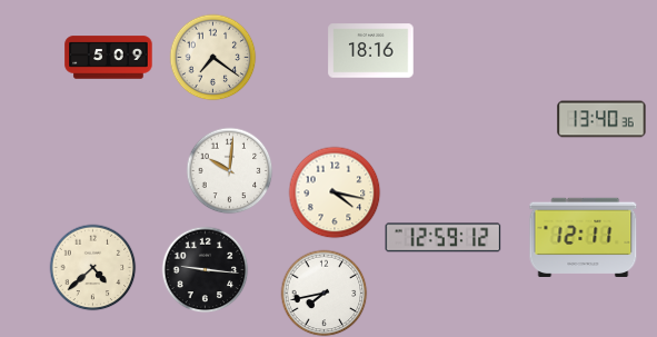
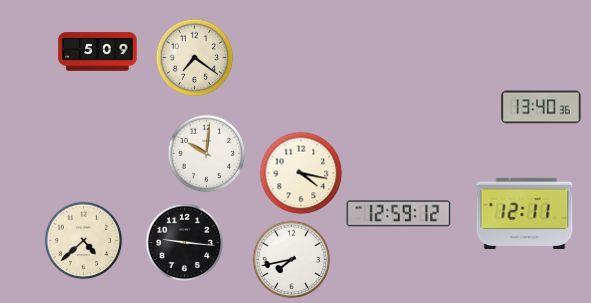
clock at (371, 51): 18:16 -> none
clock at (212, 57) position: (212, 57) -> (194, 57)
clock at (323, 293) position: (323, 293) -> (291, 259)
